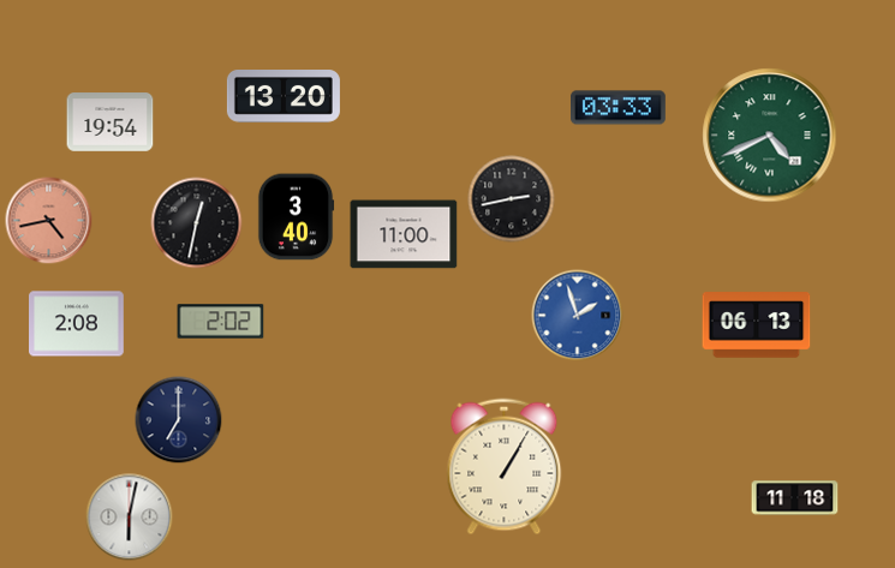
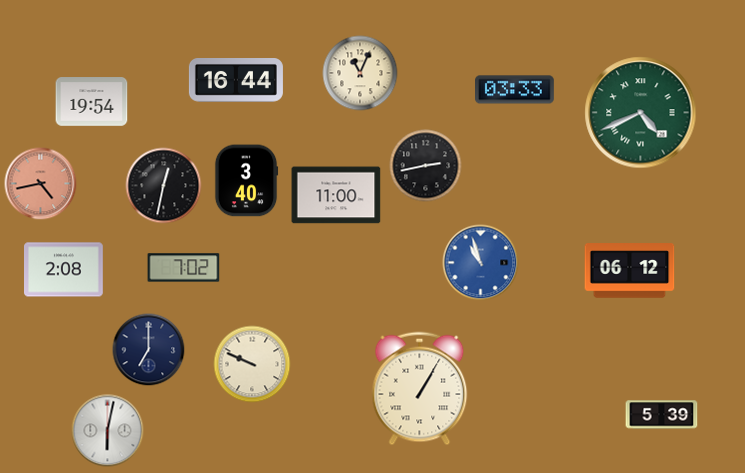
clock at (360, 73): none -> 11:04
clock at (284, 97): 13:20 -> 16:44
clock at (578, 316): 1:57 -> 10:57
clock at (221, 322): 2:02 -> 7:02
clock at (757, 325): 06:13 -> 06:12
clock at (252, 364): none -> 9:49
clock at (795, 498): 11:18 -> 5:39
